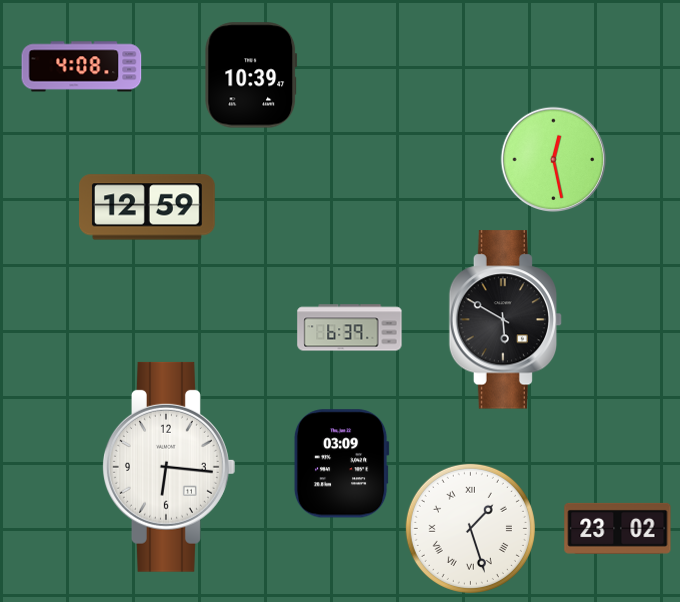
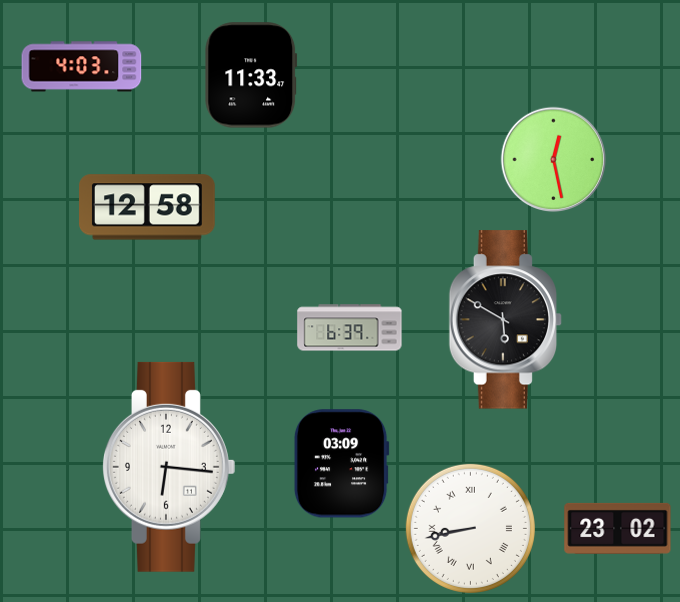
clock at (82, 67): 4:08 -> 4:03
clock at (251, 75): 10:39 -> 11:33
clock at (148, 207): 12:59 -> 12:58
clock at (470, 528): 1:27 -> 8:43
